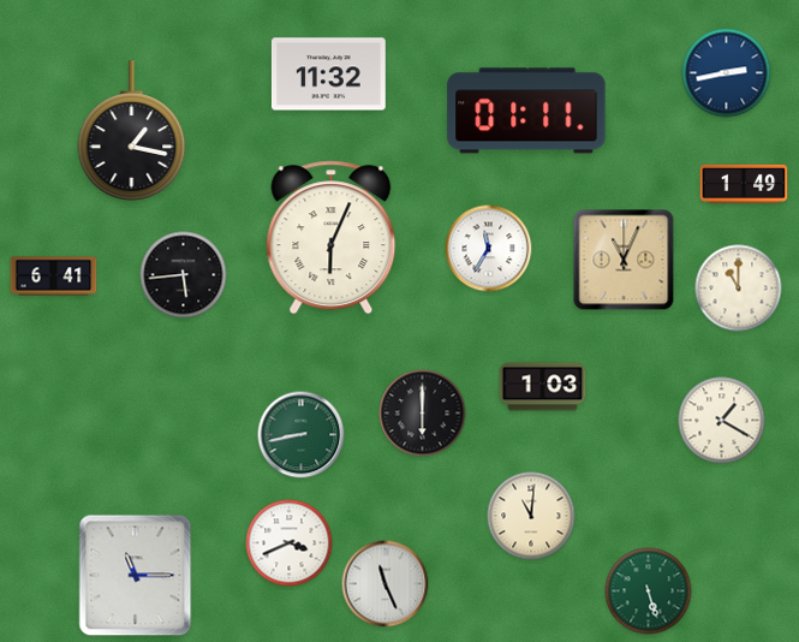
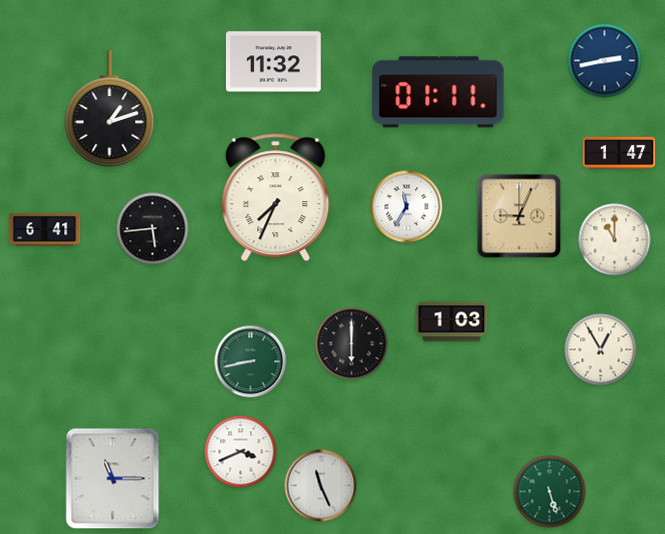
clock at (132, 131): 1:17 -> 1:12
clock at (744, 184): 1:49 -> 1:47
clock at (332, 238): 6:04 -> 7:34
clock at (624, 260): 11:04 -> 9:04
clock at (722, 421): 1:20 -> 12:55
clock at (531, 516): 11:01 -> none
clock at (649, 592) position: (649, 592) -> (550, 492)
